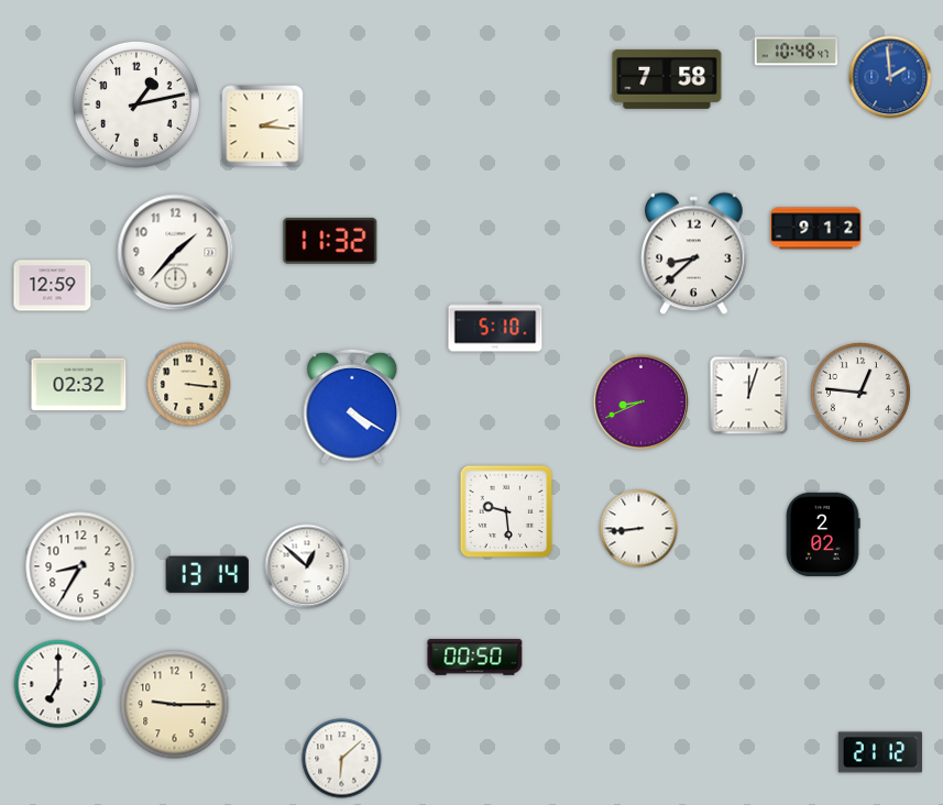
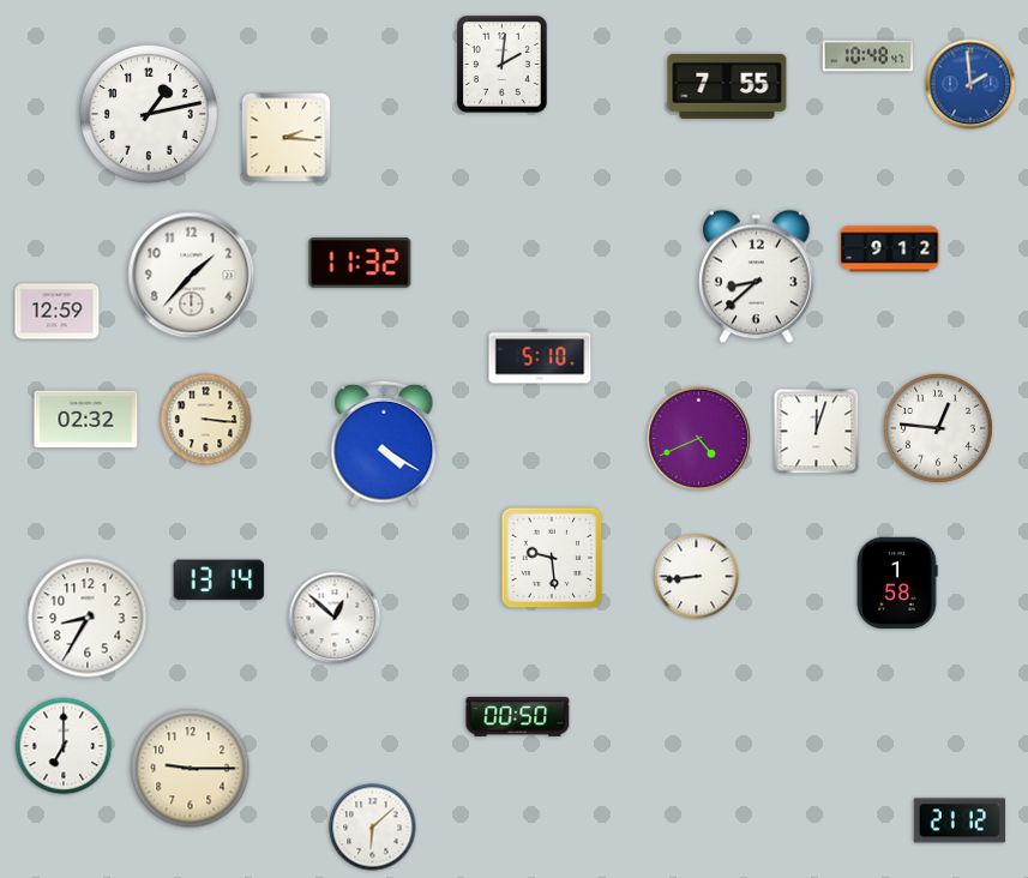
clock at (503, 65): none -> 2:01
clock at (667, 79): 7:58 -> 7:55
clock at (640, 401): 8:41 -> 4:41
clock at (823, 533): 2:02 -> 1:58
clock at (208, 575) position: (208, 575) -> (220, 581)
